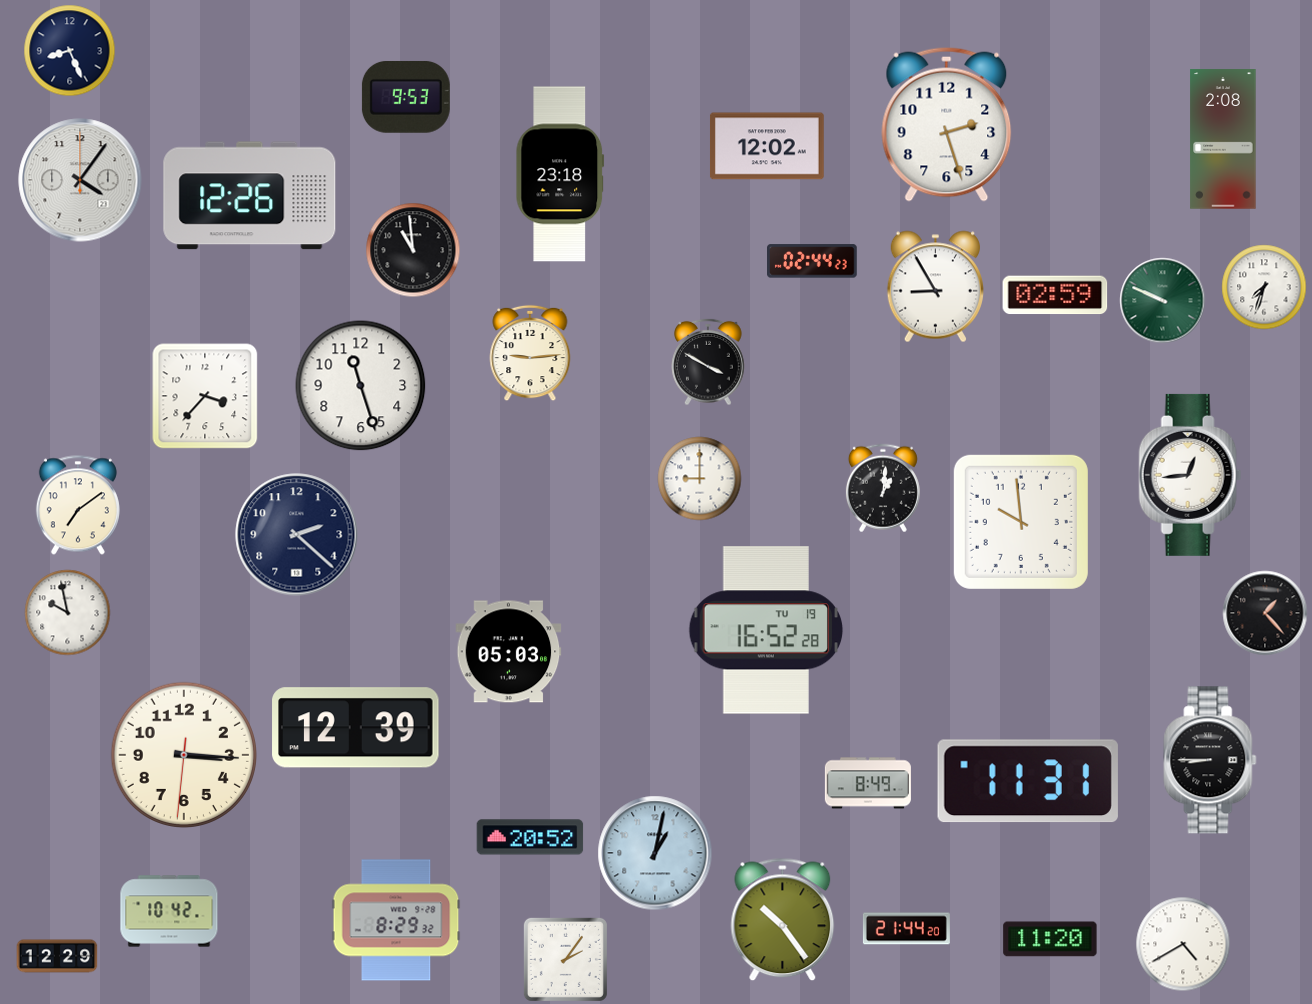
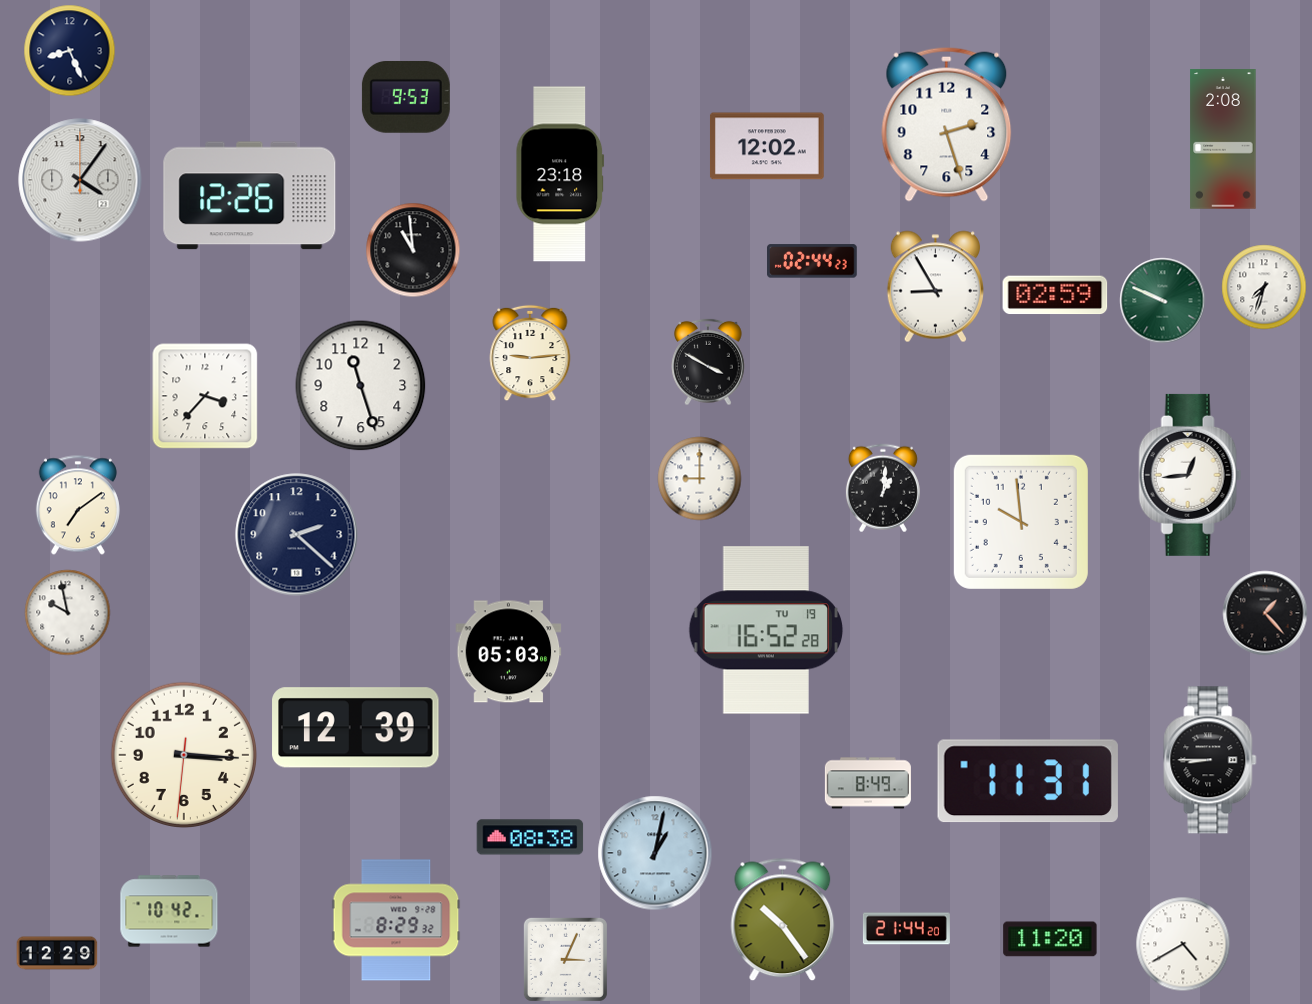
clock at (530, 837): 20:52 -> 08:38
clock at (57, 956) position: (57, 956) -> (57, 953)
clock at (565, 959): 2:06 -> 3:04
